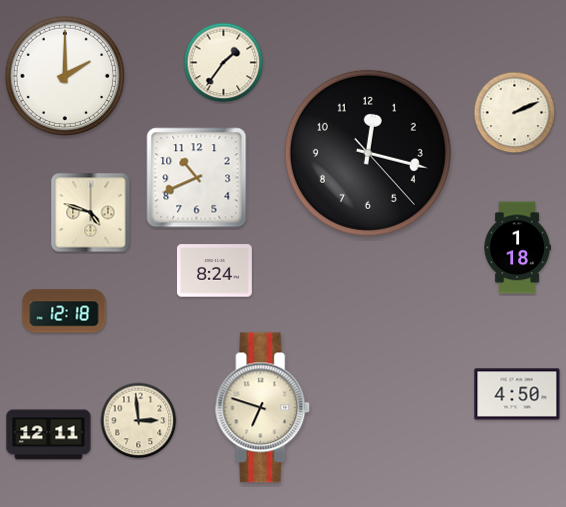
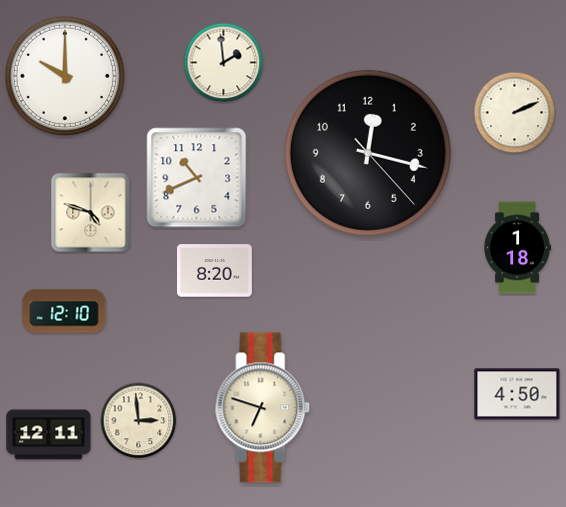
clock at (224, 63): 1:36 -> 1:59
clock at (64, 75): 2:00 -> 10:00
clock at (214, 271): 8:24 -> 8:20
clock at (64, 311): 12:18 -> 12:10
